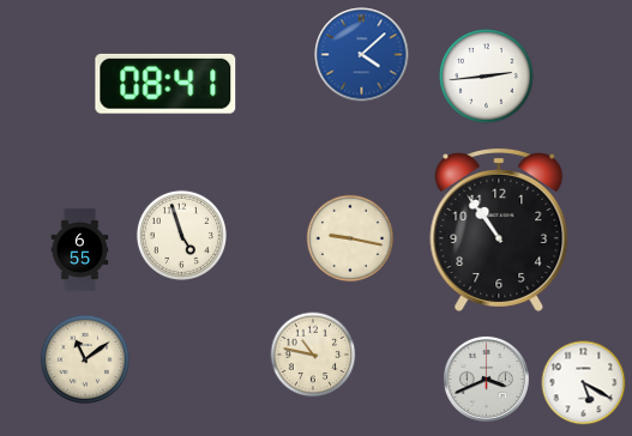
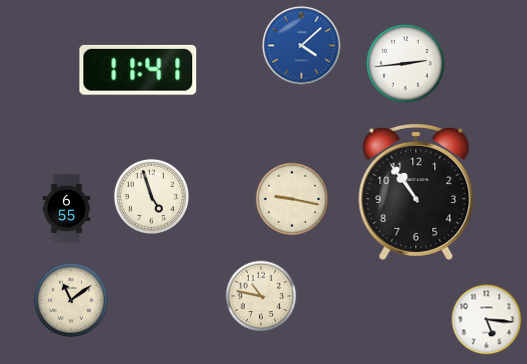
clock at (165, 84): 08:41 -> 11:41
clock at (486, 379): 3:41 -> none
clock at (584, 383): 5:20 -> 5:16
